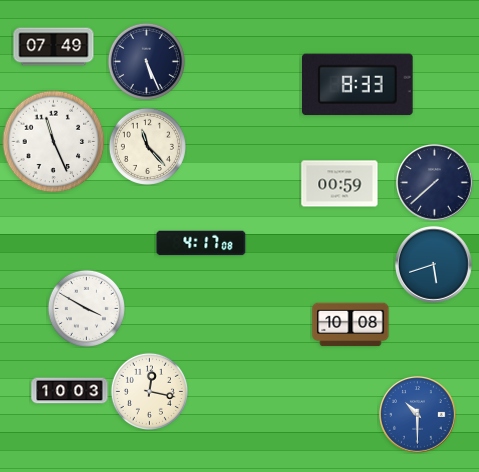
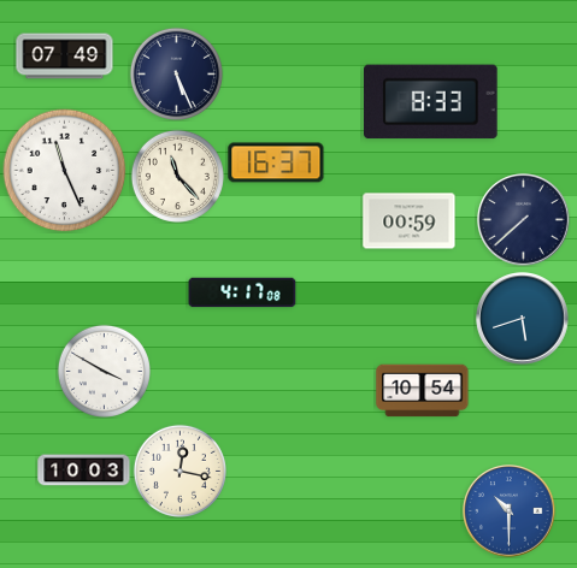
clock at (276, 162): none -> 16:37
clock at (351, 325): 10:08 -> 10:54
clock at (418, 415) position: (418, 415) -> (510, 511)
